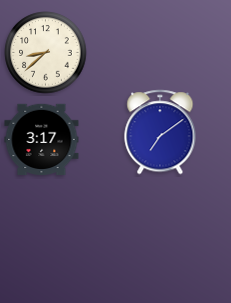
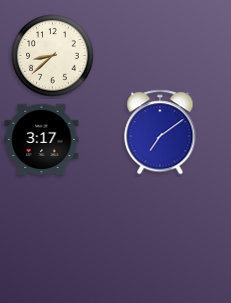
clock at (46, 53) position: (46, 53) -> (53, 56)
